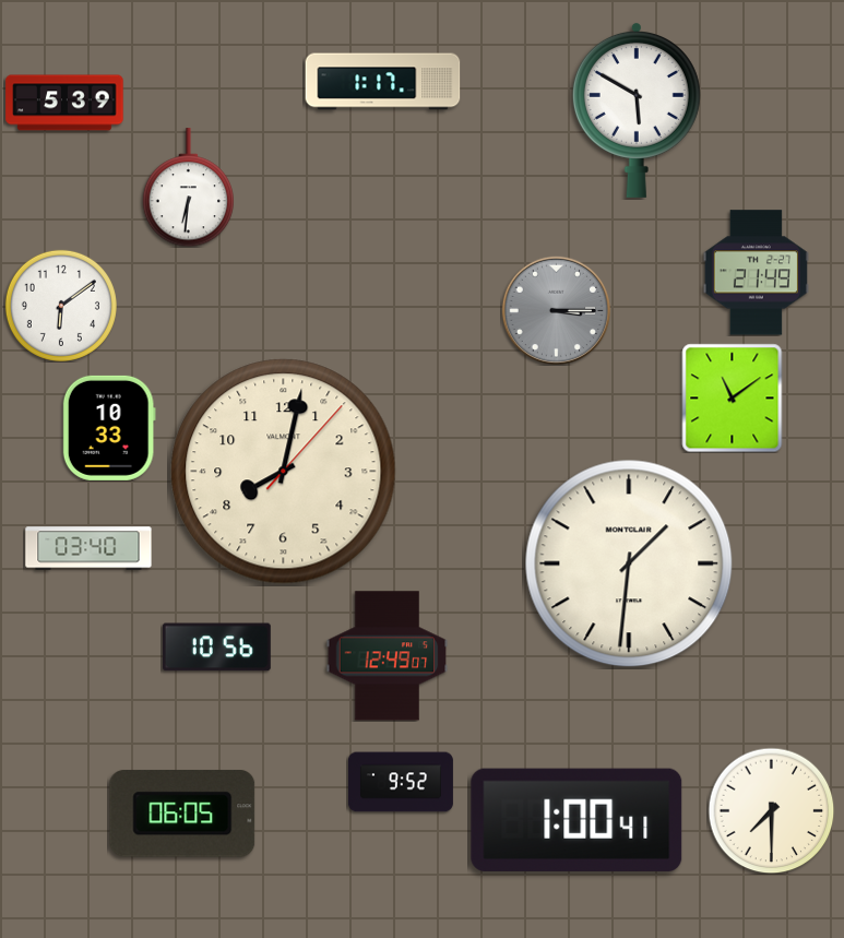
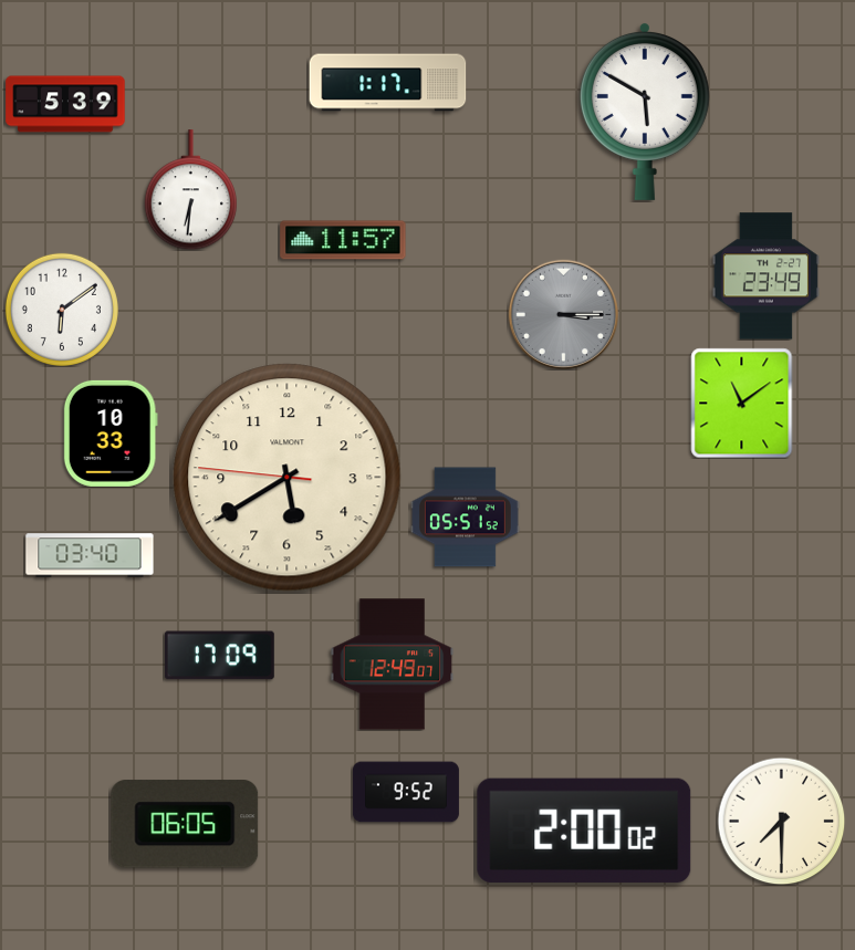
clock at (343, 240): none -> 11:57
clock at (756, 273): 21:49 -> 23:49
clock at (284, 472): 8:02 -> 5:39
clock at (465, 518): none -> 05:51
clock at (629, 563): 1:31 -> none
clock at (216, 648): 10:56 -> 17:09
clock at (576, 820): 1:00 -> 2:00
